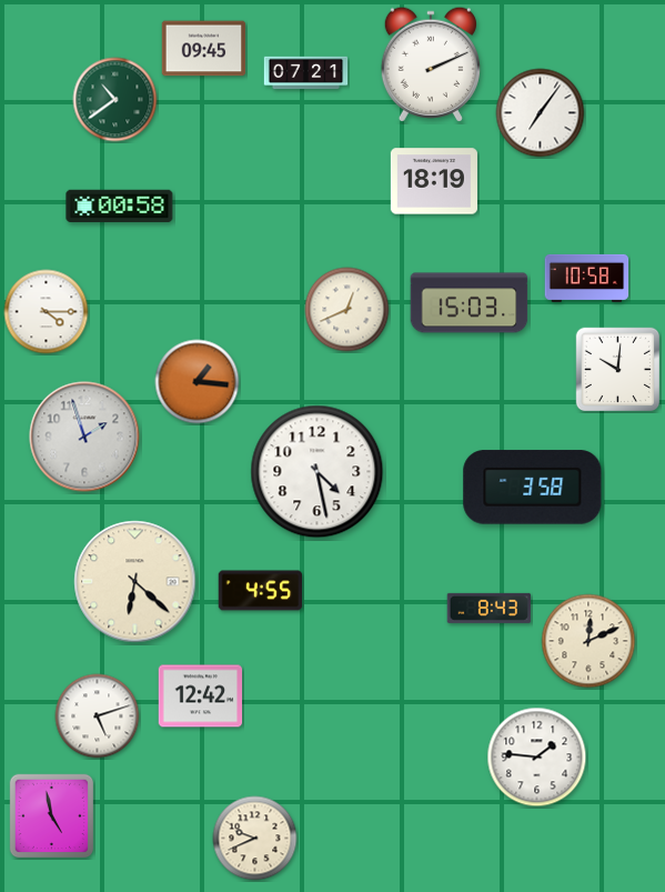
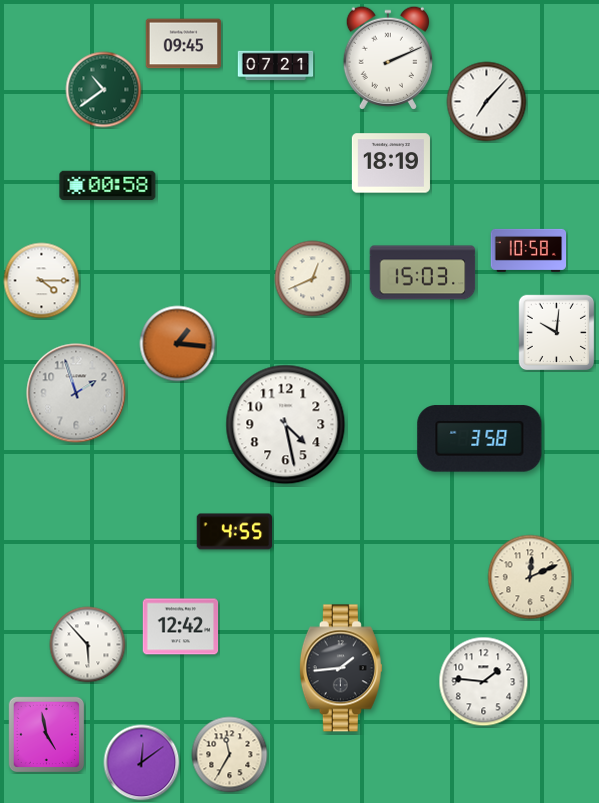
clock at (541, 113): 7:06 -> 7:07
clock at (135, 582): 6:22 -> none
clock at (490, 608): 8:43 -> none
clock at (98, 716): 5:12 -> 5:53
clock at (341, 668): none -> 1:44
clock at (255, 839): 9:41 -> 11:35
clock at (142, 763): none -> 12:09
